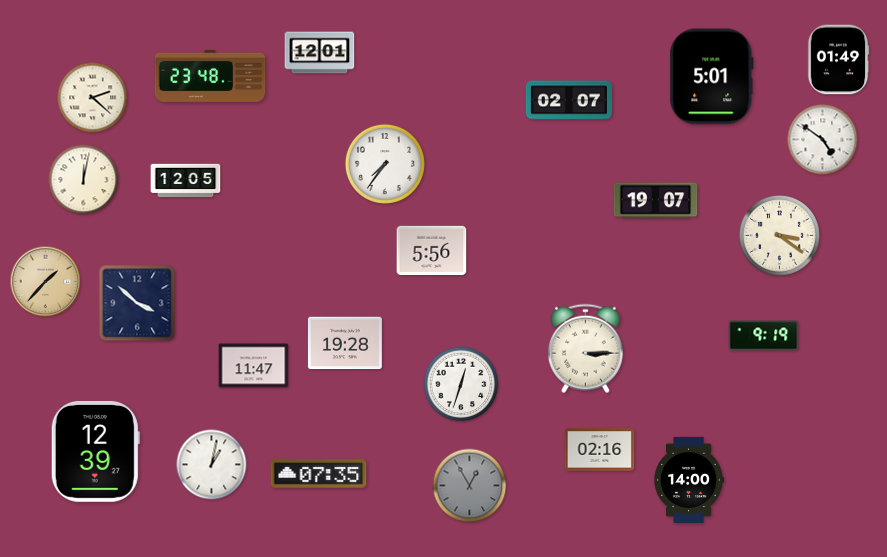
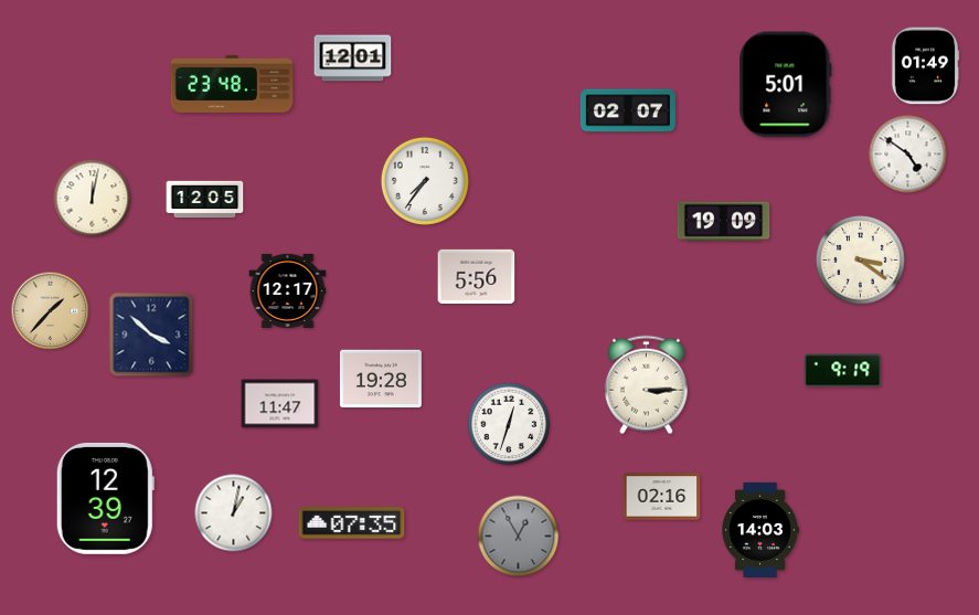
clock at (93, 98): 2:22 -> none
clock at (656, 201): 19:07 -> 19:09
clock at (288, 290): none -> 12:17
clock at (689, 480): 14:00 -> 14:03
